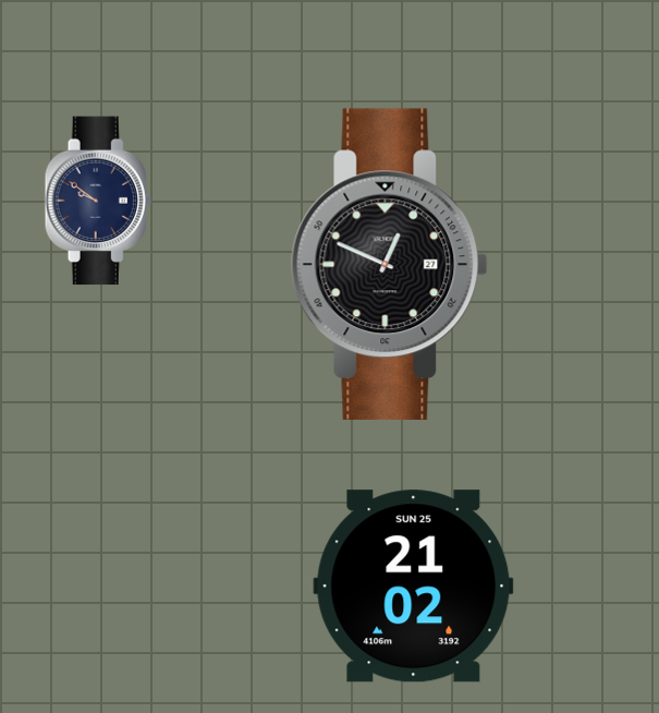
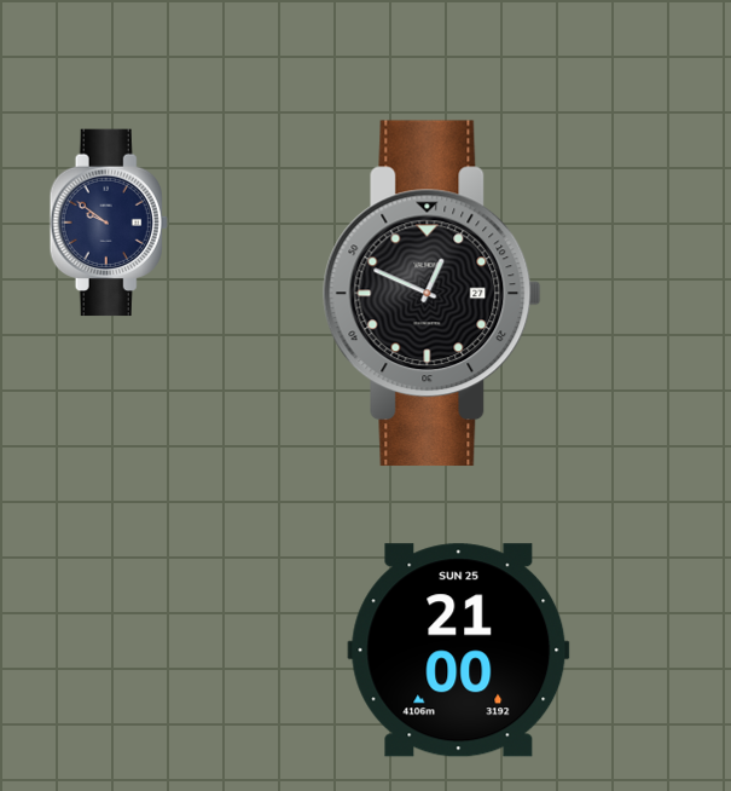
clock at (414, 587): 21:02 -> 21:00
